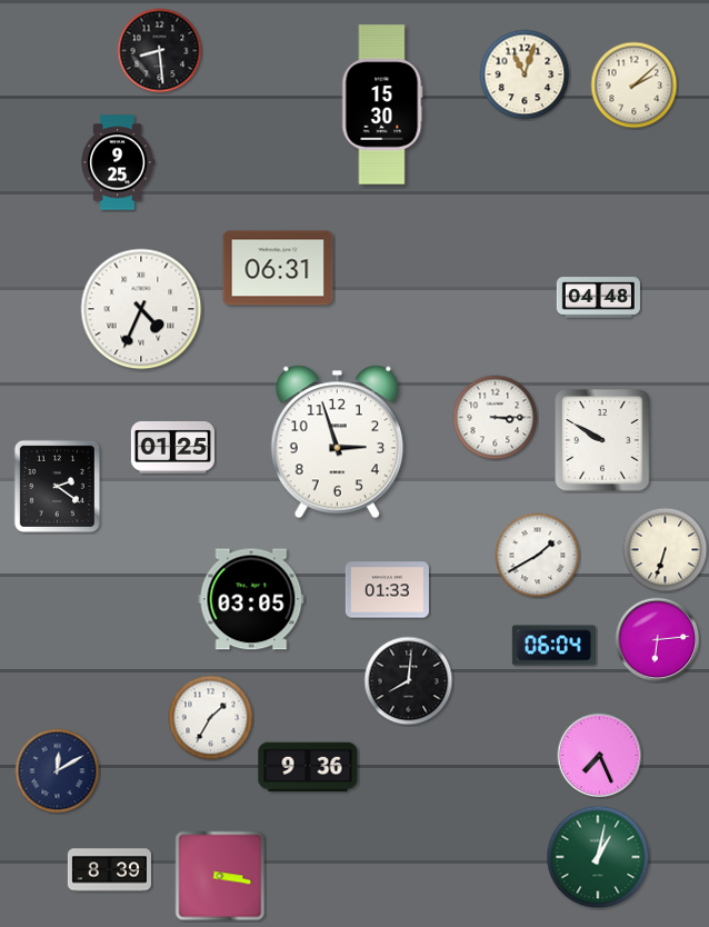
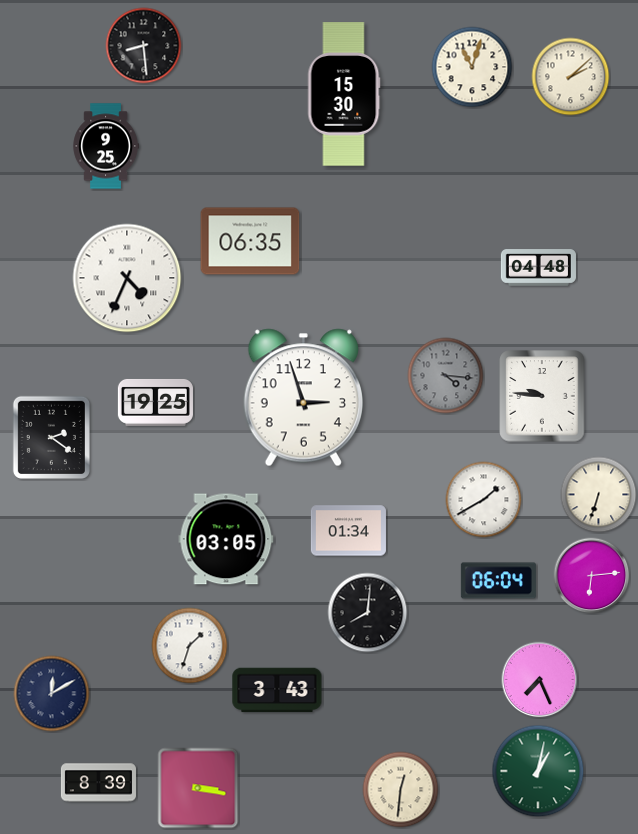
clock at (278, 268): 06:31 -> 06:35
clock at (496, 418): 3:15 -> 4:16
clock at (496, 418) dial: white -> grey
clock at (602, 440): 9:50 -> 9:46
clock at (172, 447): 01:25 -> 19:25
clock at (387, 590): 01:33 -> 01:34
clock at (211, 718): 1:35 -> 1:33
clock at (308, 767): 9:36 -> 3:43
clock at (401, 790): none -> 12:31
